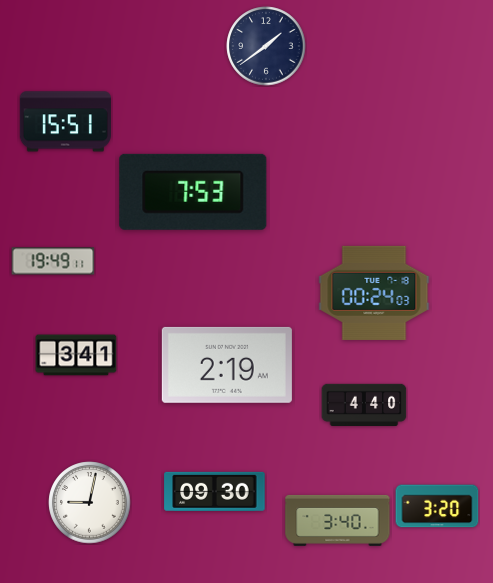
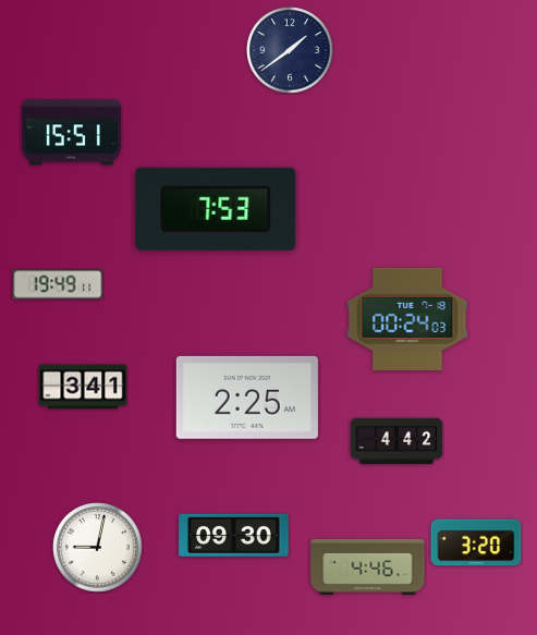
clock at (193, 192) position: (193, 192) -> (216, 209)
clock at (227, 365): 2:19 -> 2:25
clock at (364, 405): 4:40 -> 4:42
clock at (437, 506) position: (437, 506) -> (476, 542)
clock at (338, 520): 3:40 -> 4:46
